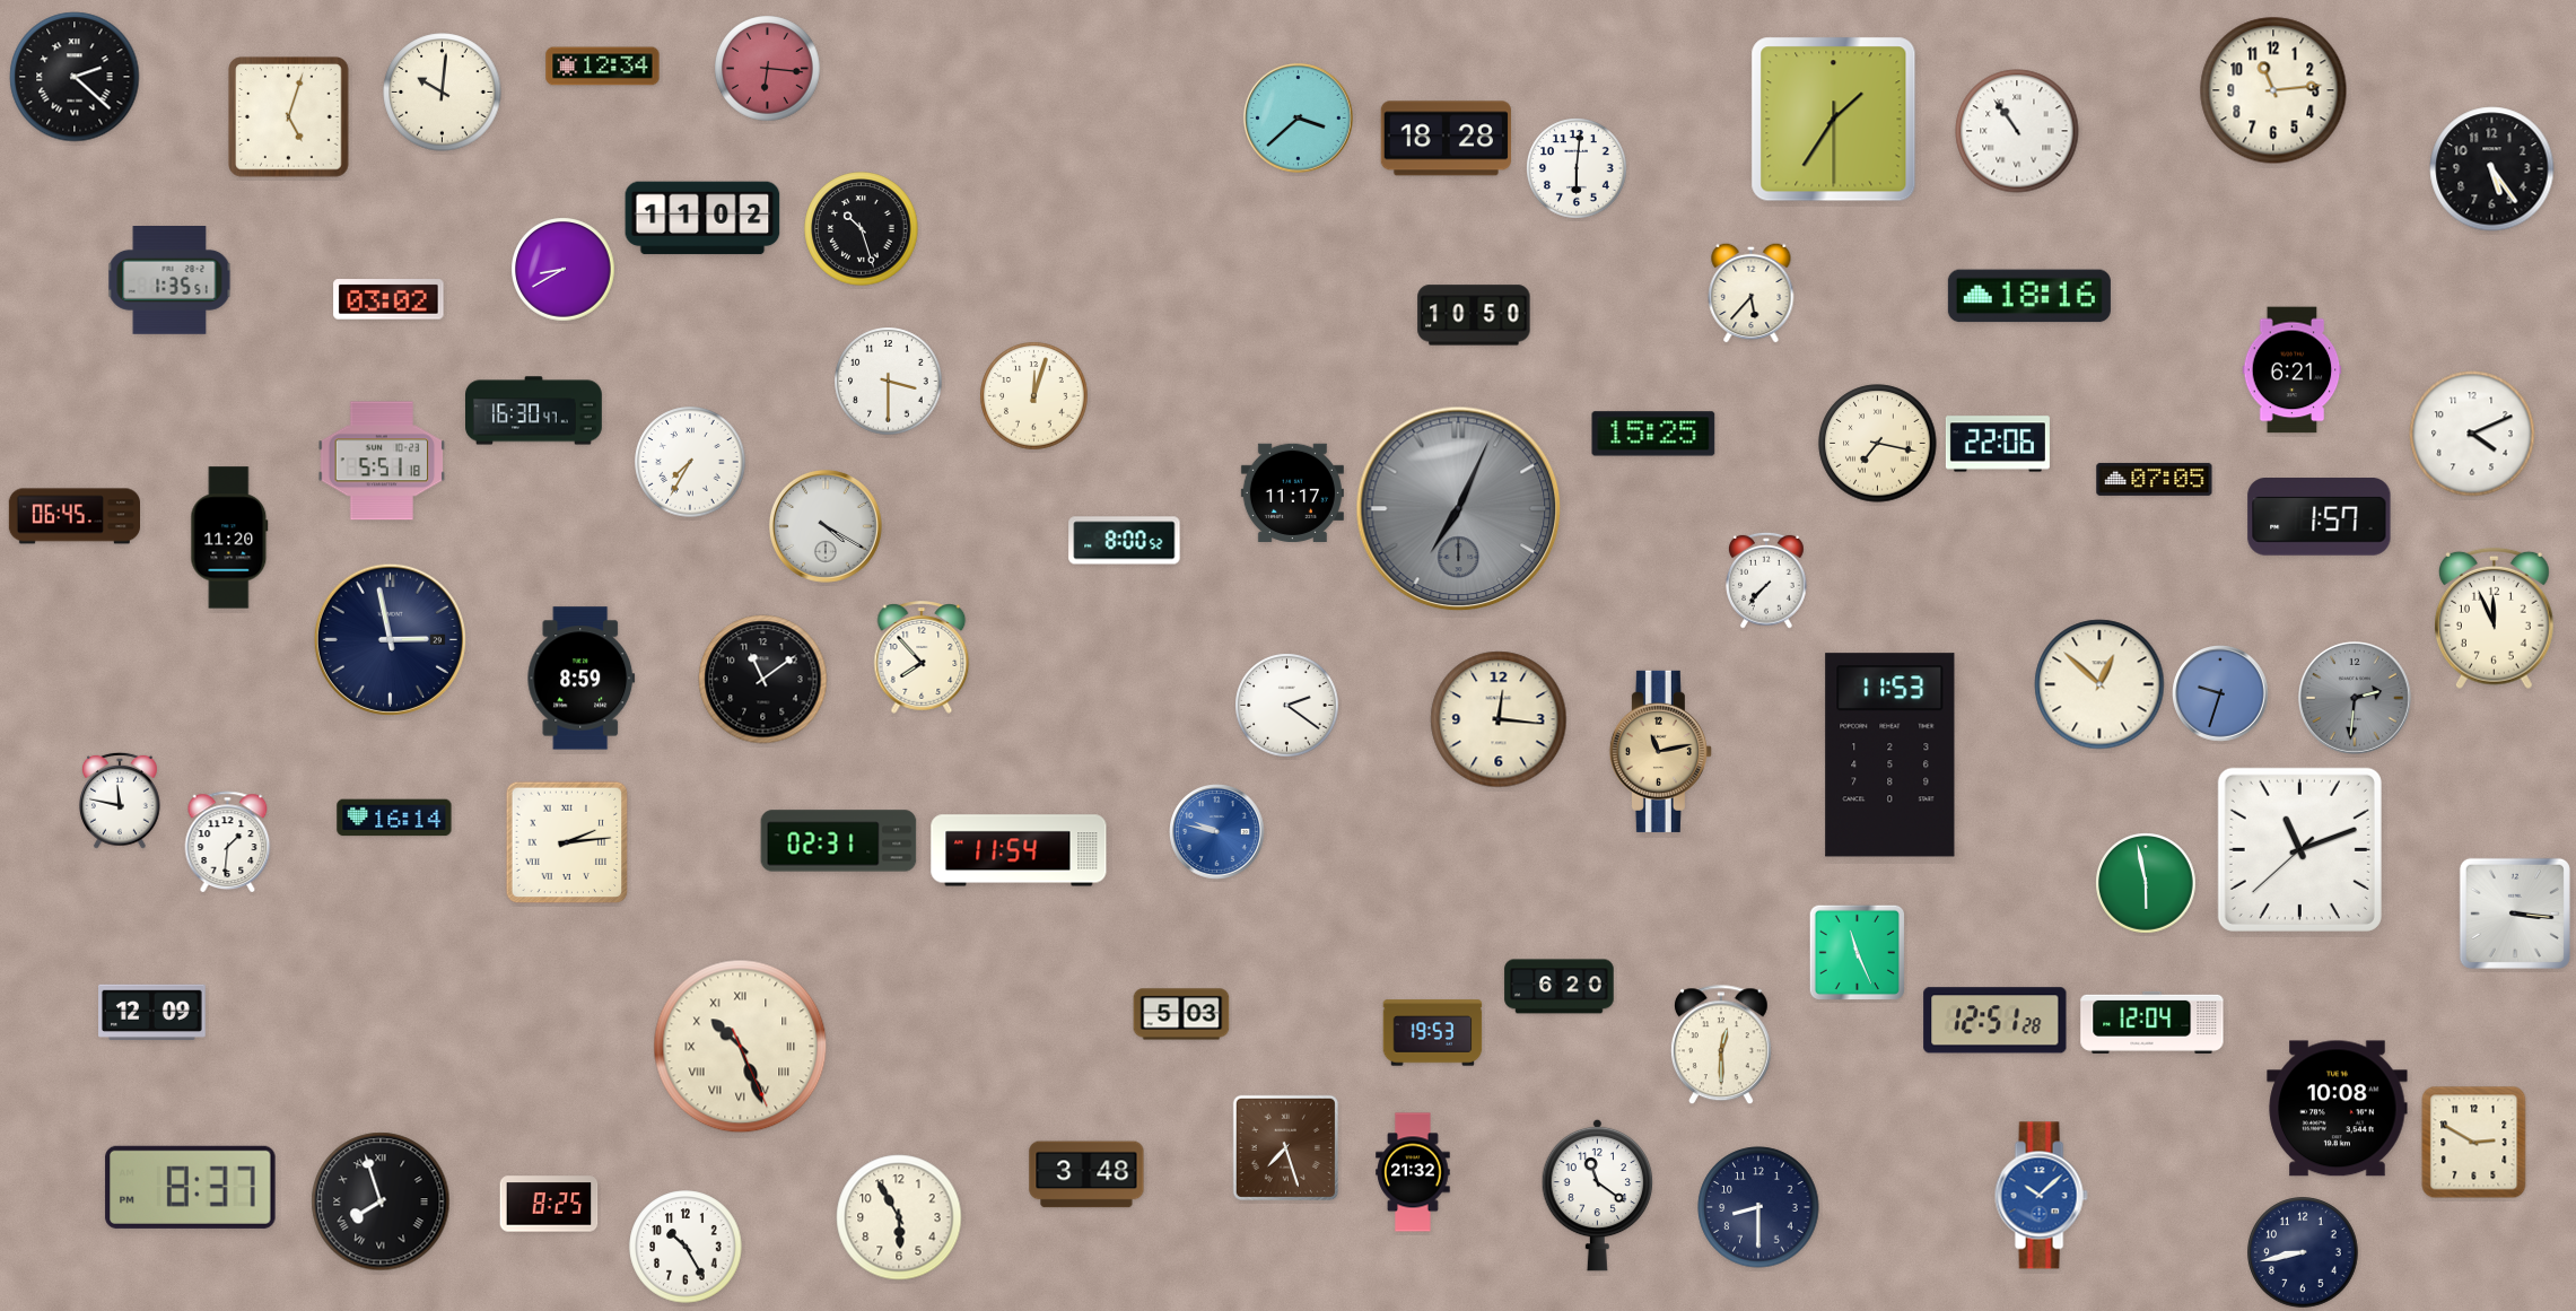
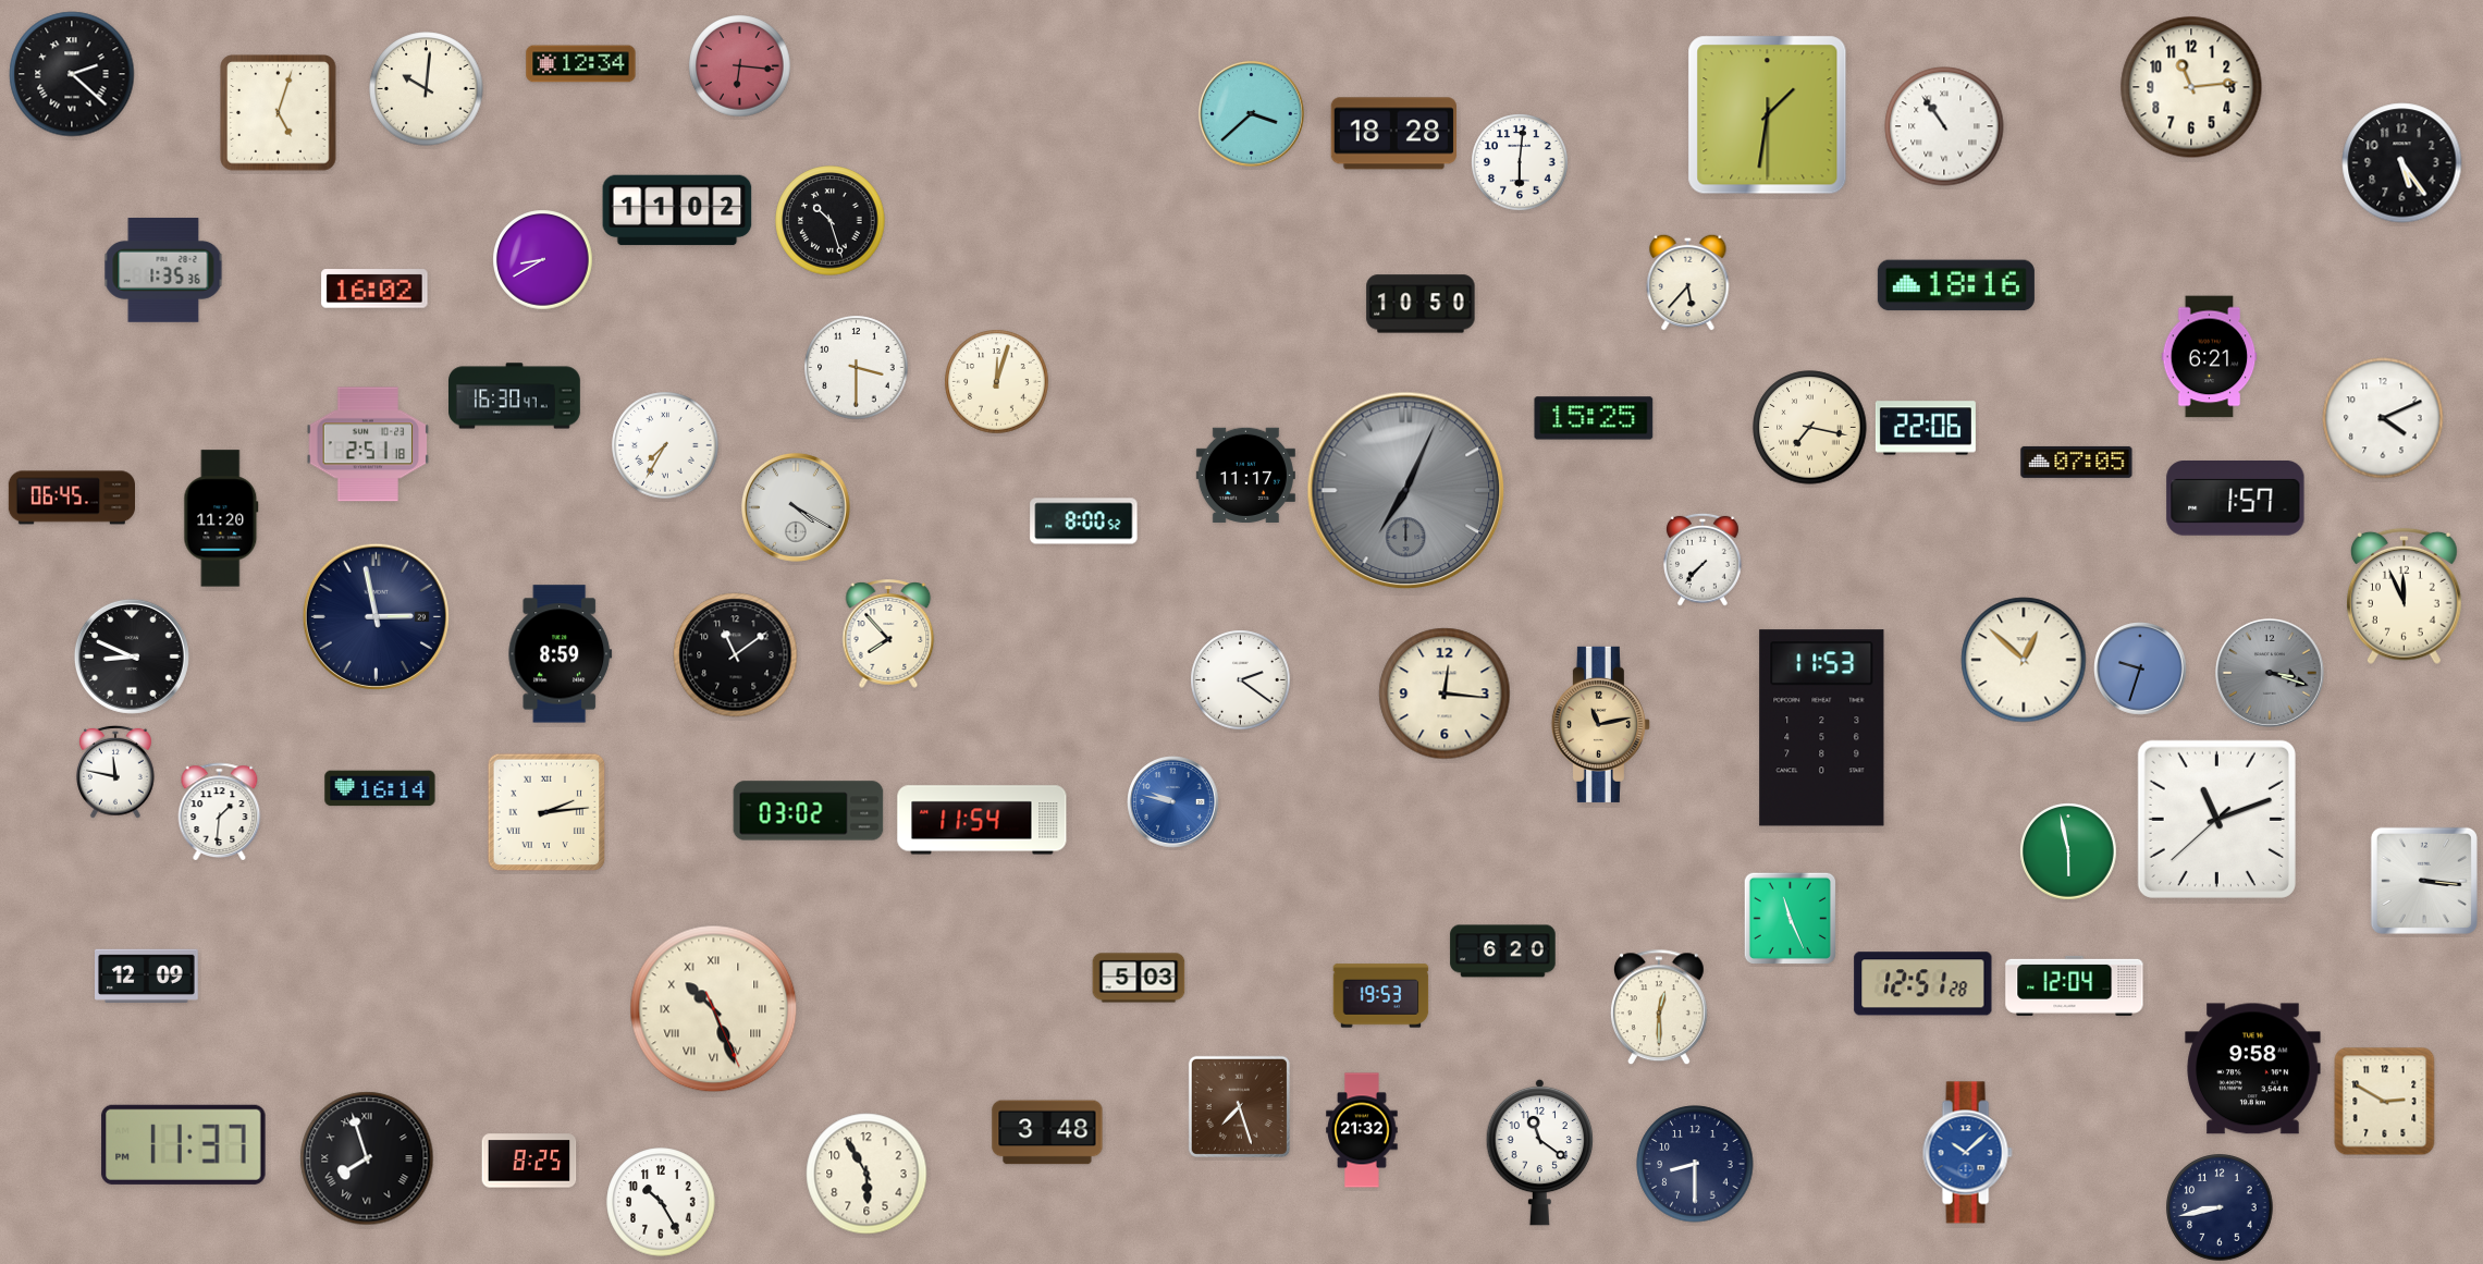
clock at (1834, 120): 1:35 -> 1:31
clock at (169, 281): 1:35:51 -> 1:35:36
clock at (388, 299): 03:02 -> 16:02
clock at (382, 461): 5:51 -> 2:51
clock at (132, 656): none -> 8:49
clock at (2355, 698): 2:31 -> 3:18
clock at (839, 841): 02:31 -> 03:02
clock at (2338, 1109): 10:08 -> 9:58
clock at (191, 1187): 8:37 -> 11:37
